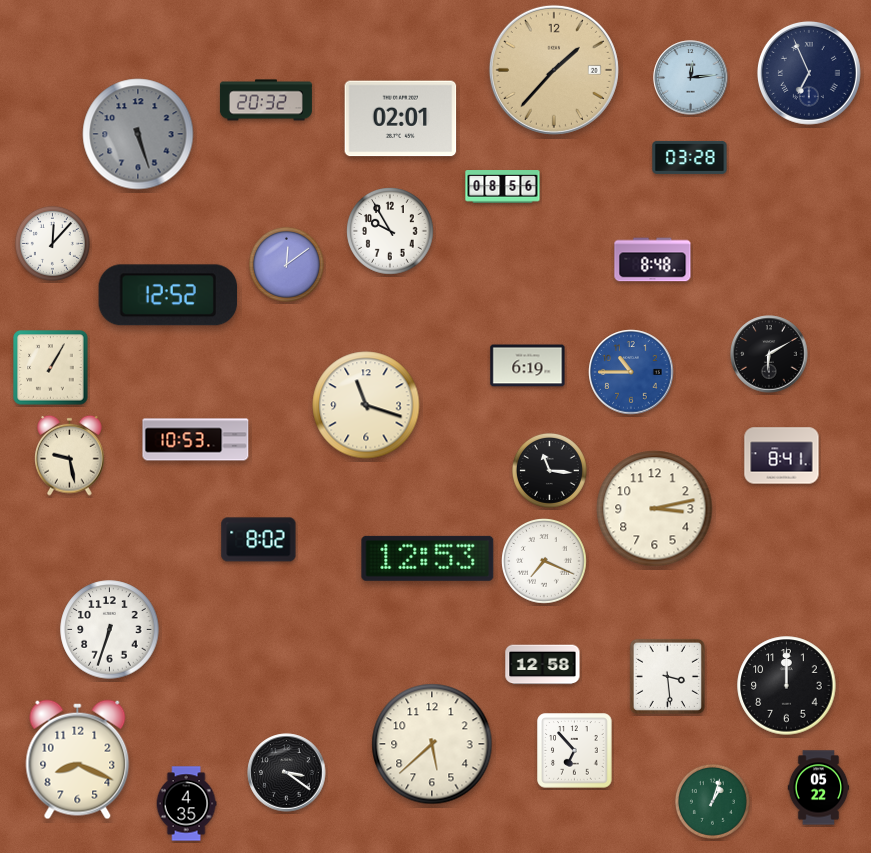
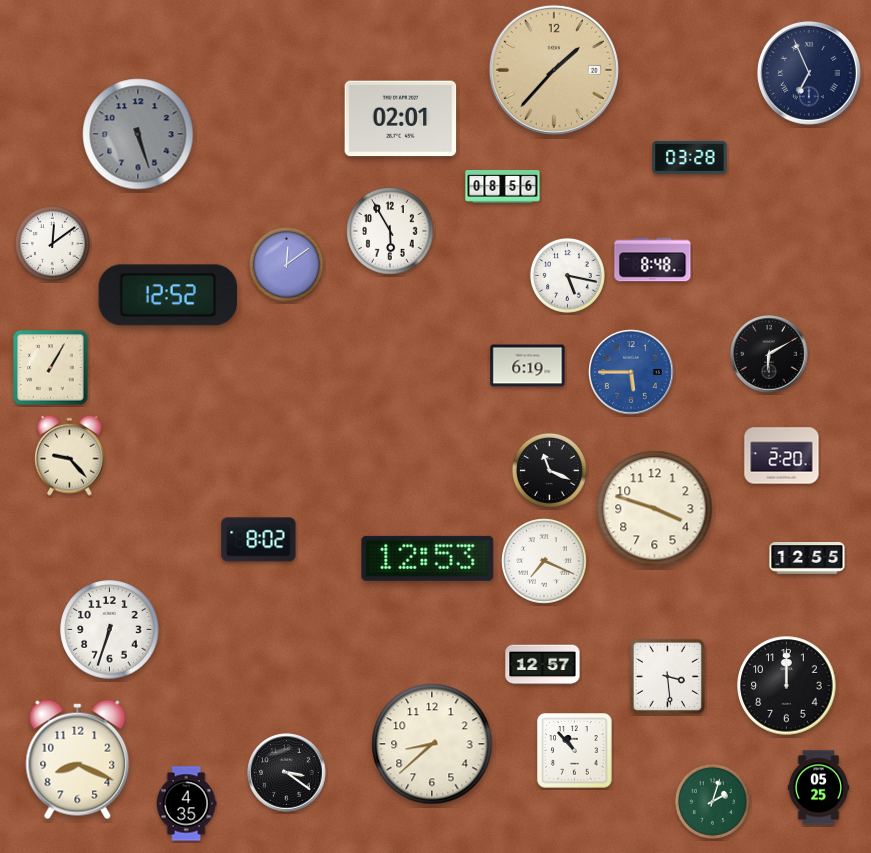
clock at (691, 78): 12:14 -> none
clock at (266, 100): 20:32 -> none
clock at (390, 231): 9:55 -> 5:55
clock at (52, 243): 12:07 -> 12:09
clock at (567, 275): none -> 5:17
clock at (631, 372): 10:45 -> 5:45
clock at (366, 405): 11:18 -> none
clock at (196, 440): 10:53 -> none
clock at (70, 455): 9:28 -> 9:23
clock at (782, 456): 8:41 -> 2:20
clock at (549, 470): 11:16 -> 11:19
clock at (655, 509): 3:13 -> 3:48
clock at (807, 559): none -> 12:55
clock at (543, 665): 12:58 -> 12:57
clock at (432, 744): 5:38 -> 8:38
clock at (575, 751): 6:53 -> 10:53
clock at (819, 788): 05:22 -> 05:25
clock at (712, 801): 1:03 -> 2:03
